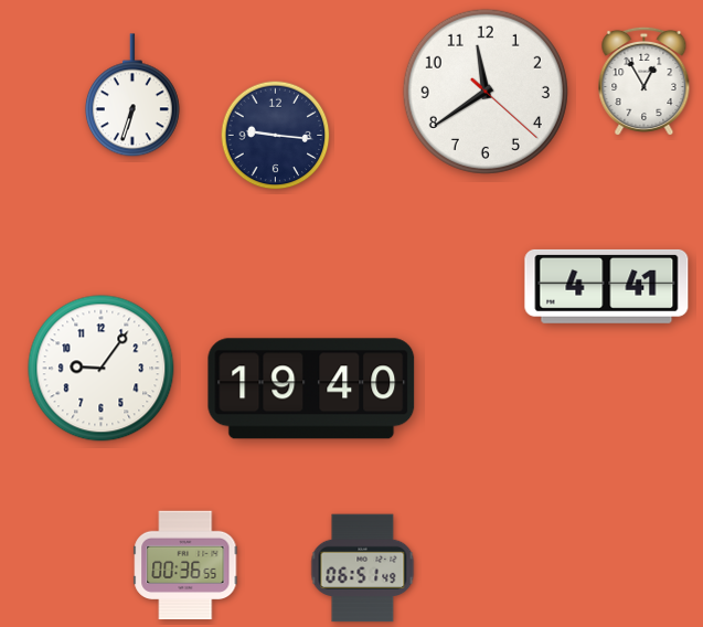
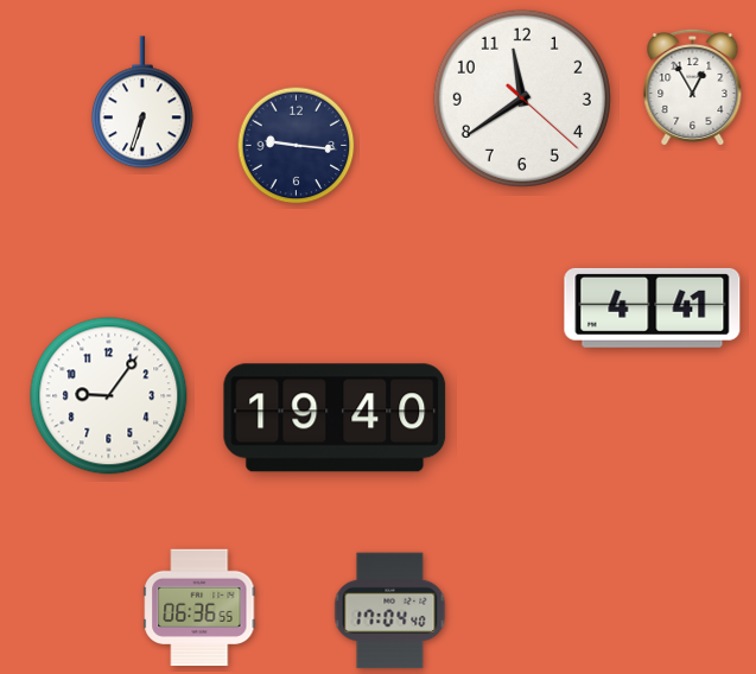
clock at (185, 565): 00:36 -> 06:36
clock at (363, 568): 06:51 -> 17:04
